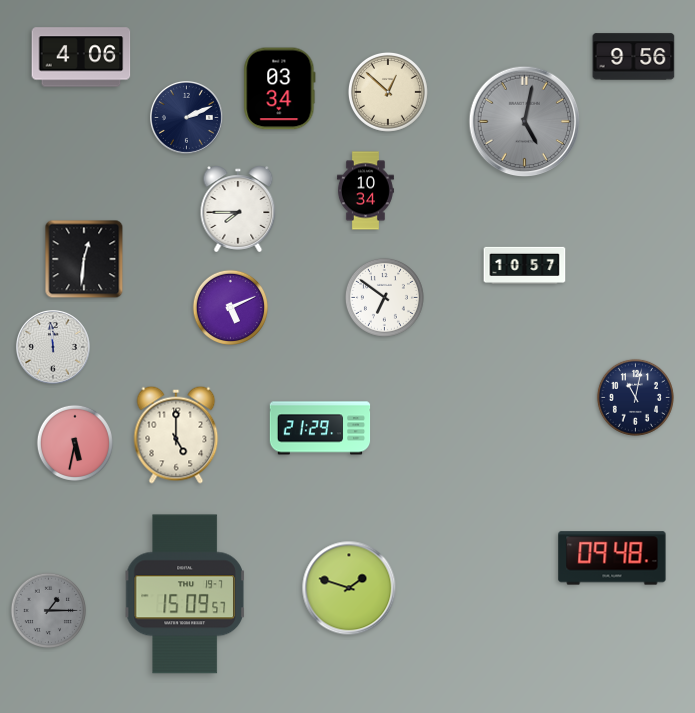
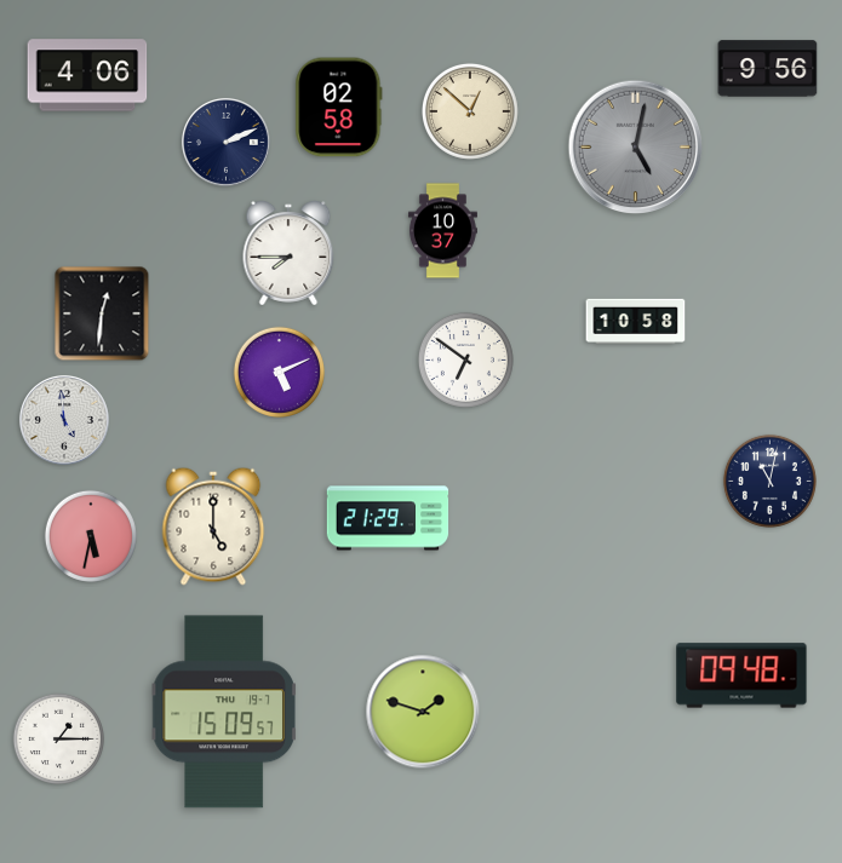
clock at (81, 57) position: (81, 57) -> (87, 75)
clock at (280, 89): 03:34 -> 02:58
clock at (365, 191): 10:34 -> 10:37
clock at (525, 266): 10:57 -> 10:58
clock at (53, 347): 11:59 -> 4:59
clock at (185, 594) position: (185, 594) -> (224, 712)
clock at (48, 610) dial: grey -> white
